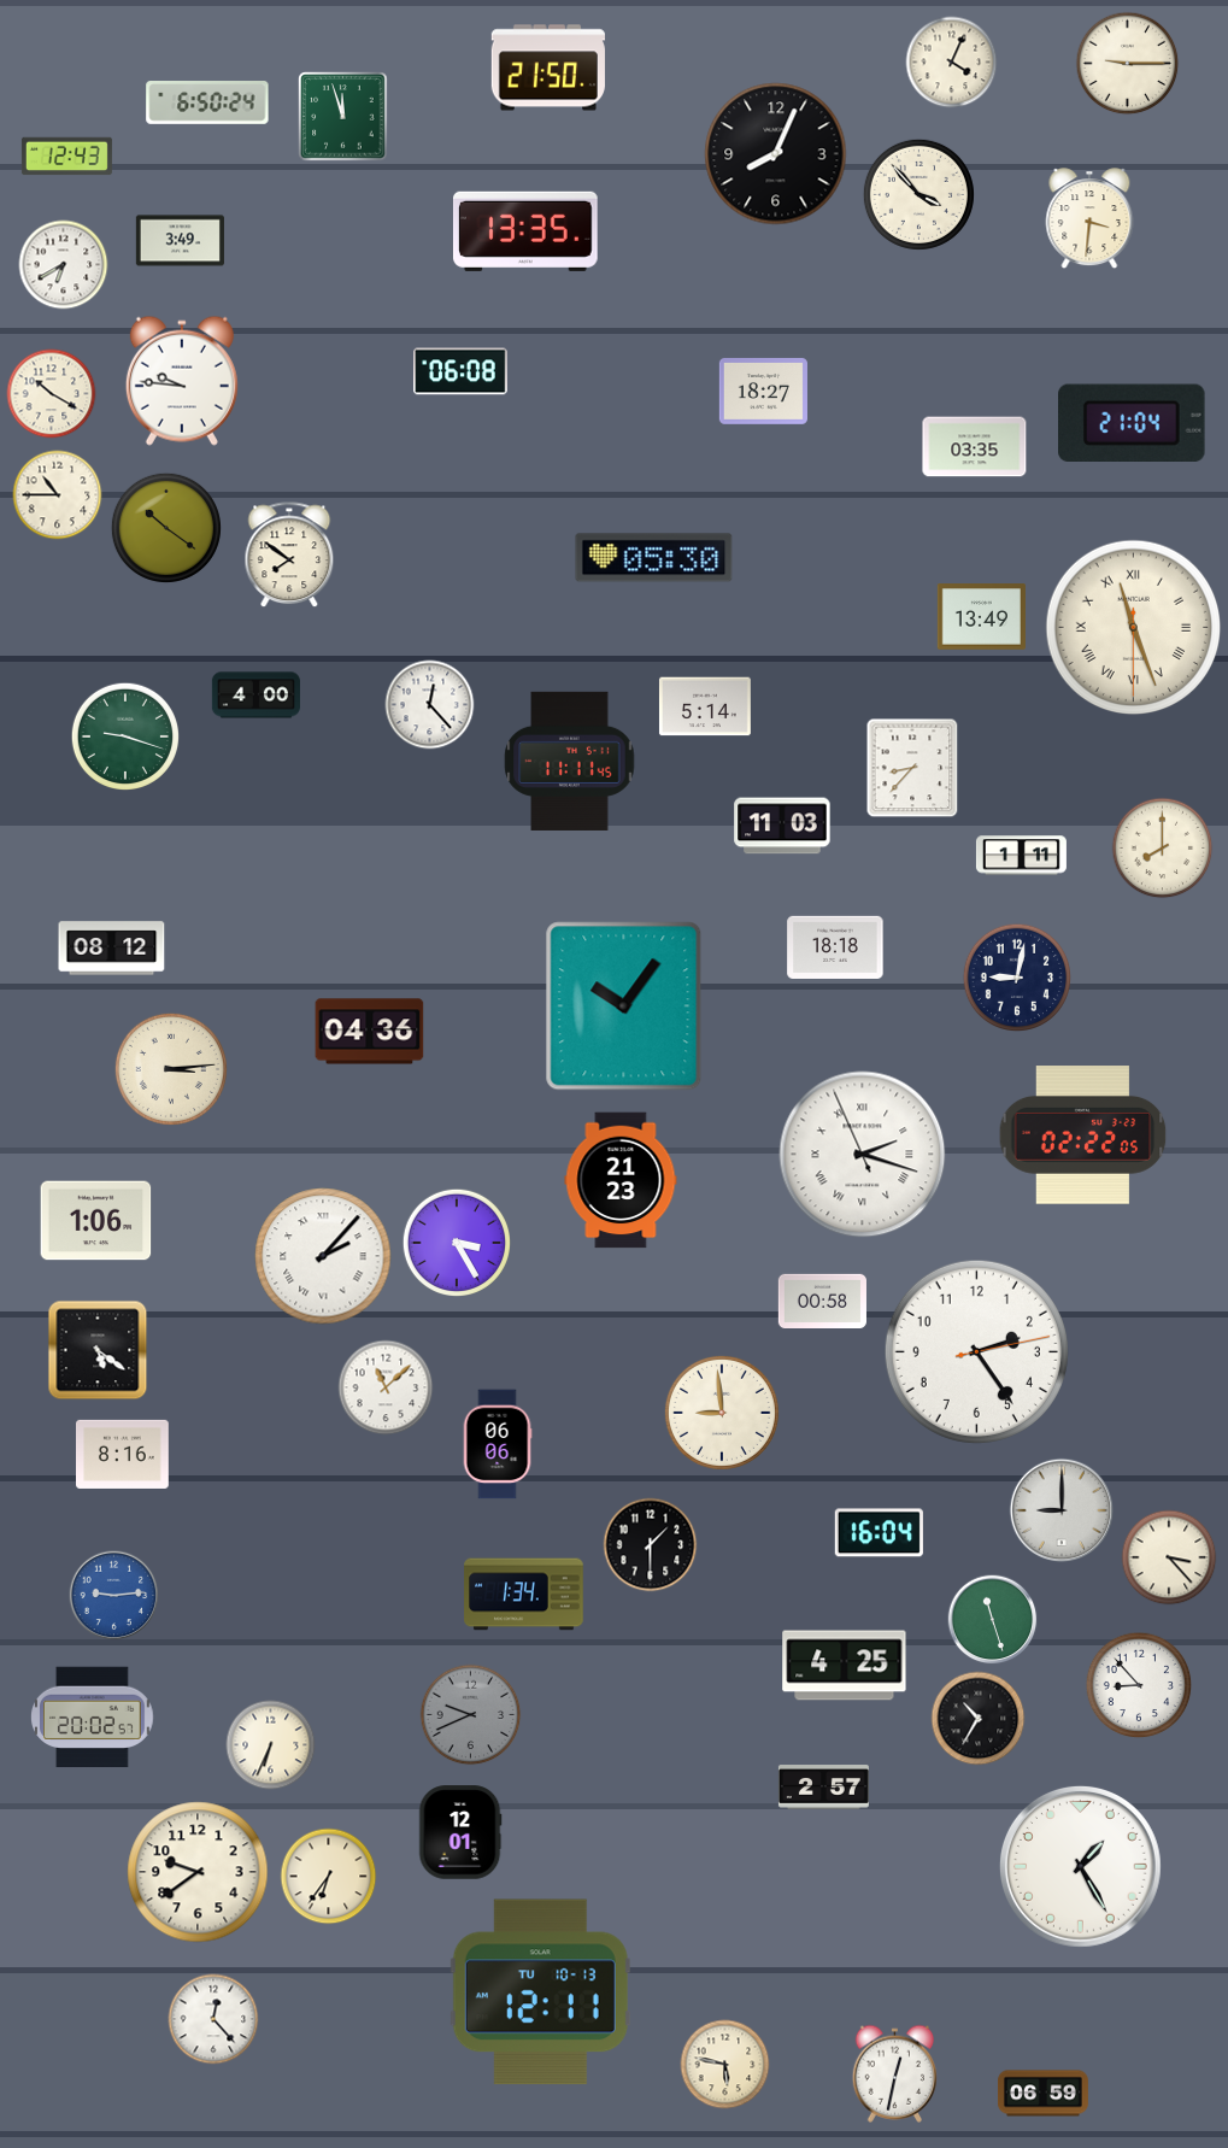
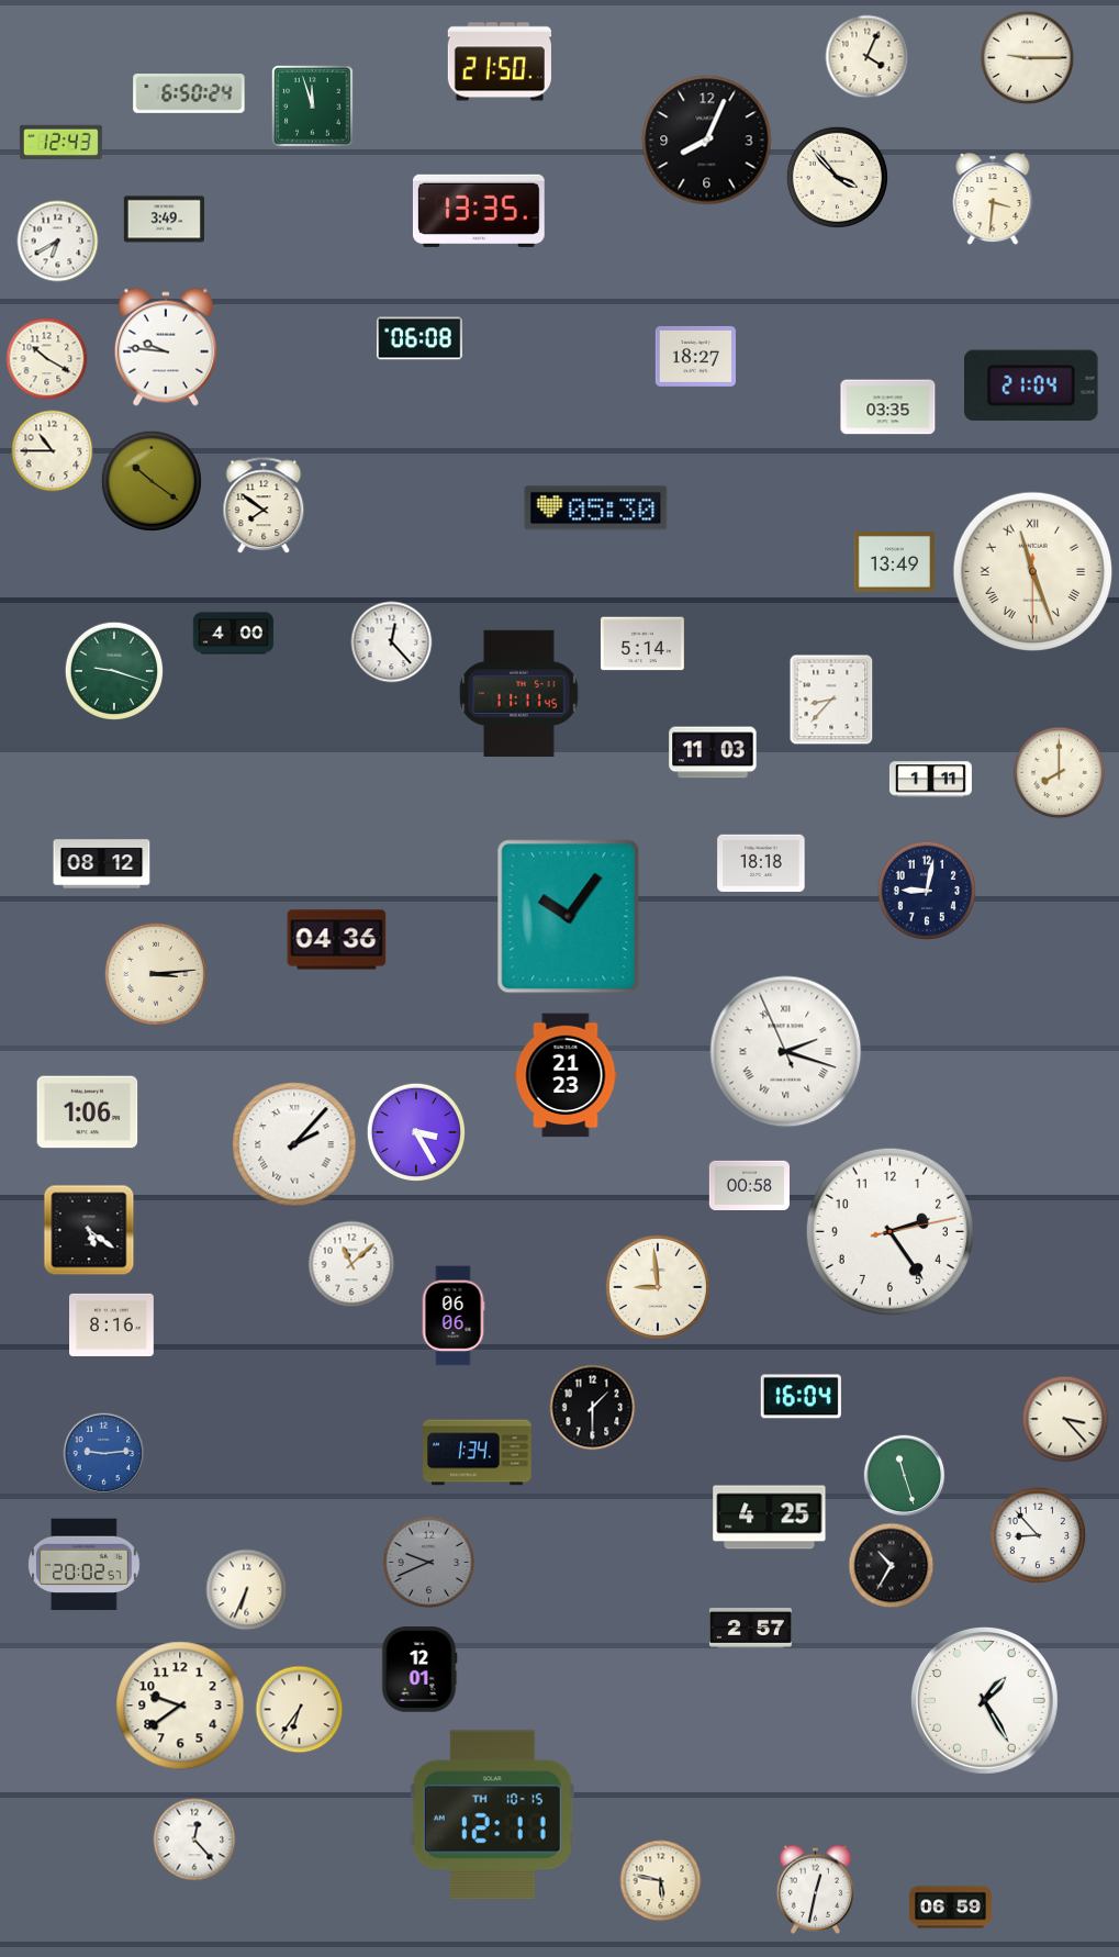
clock at (1083, 1135): 02:22 -> none
clock at (1060, 1509): 9:00 -> none
clock at (540, 1993) date: TU 10-13 -> TH 10-15
